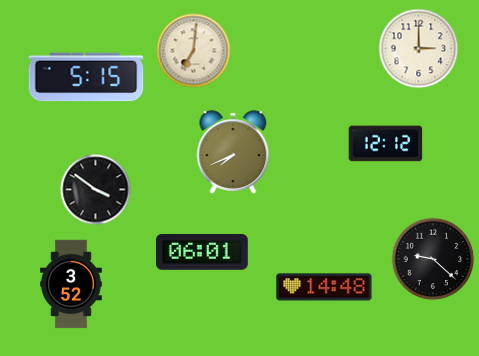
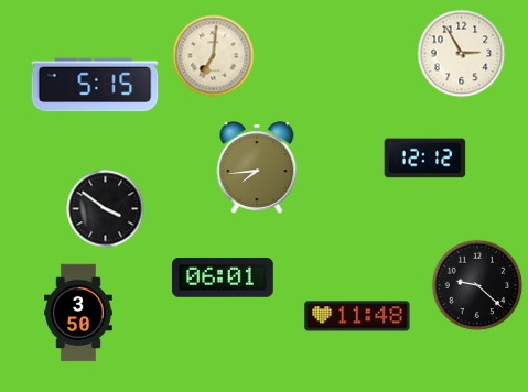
clock at (419, 49): 3:00 -> 2:55
clock at (233, 152): 7:41 -> 7:44
clock at (71, 284): 3:52 -> 3:50
clock at (324, 287): 14:48 -> 11:48
